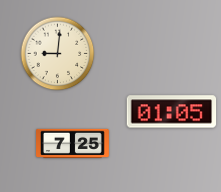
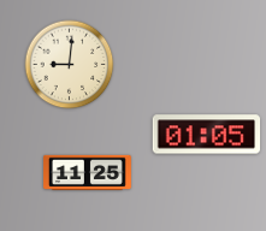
clock at (73, 143): 7:25 -> 11:25
